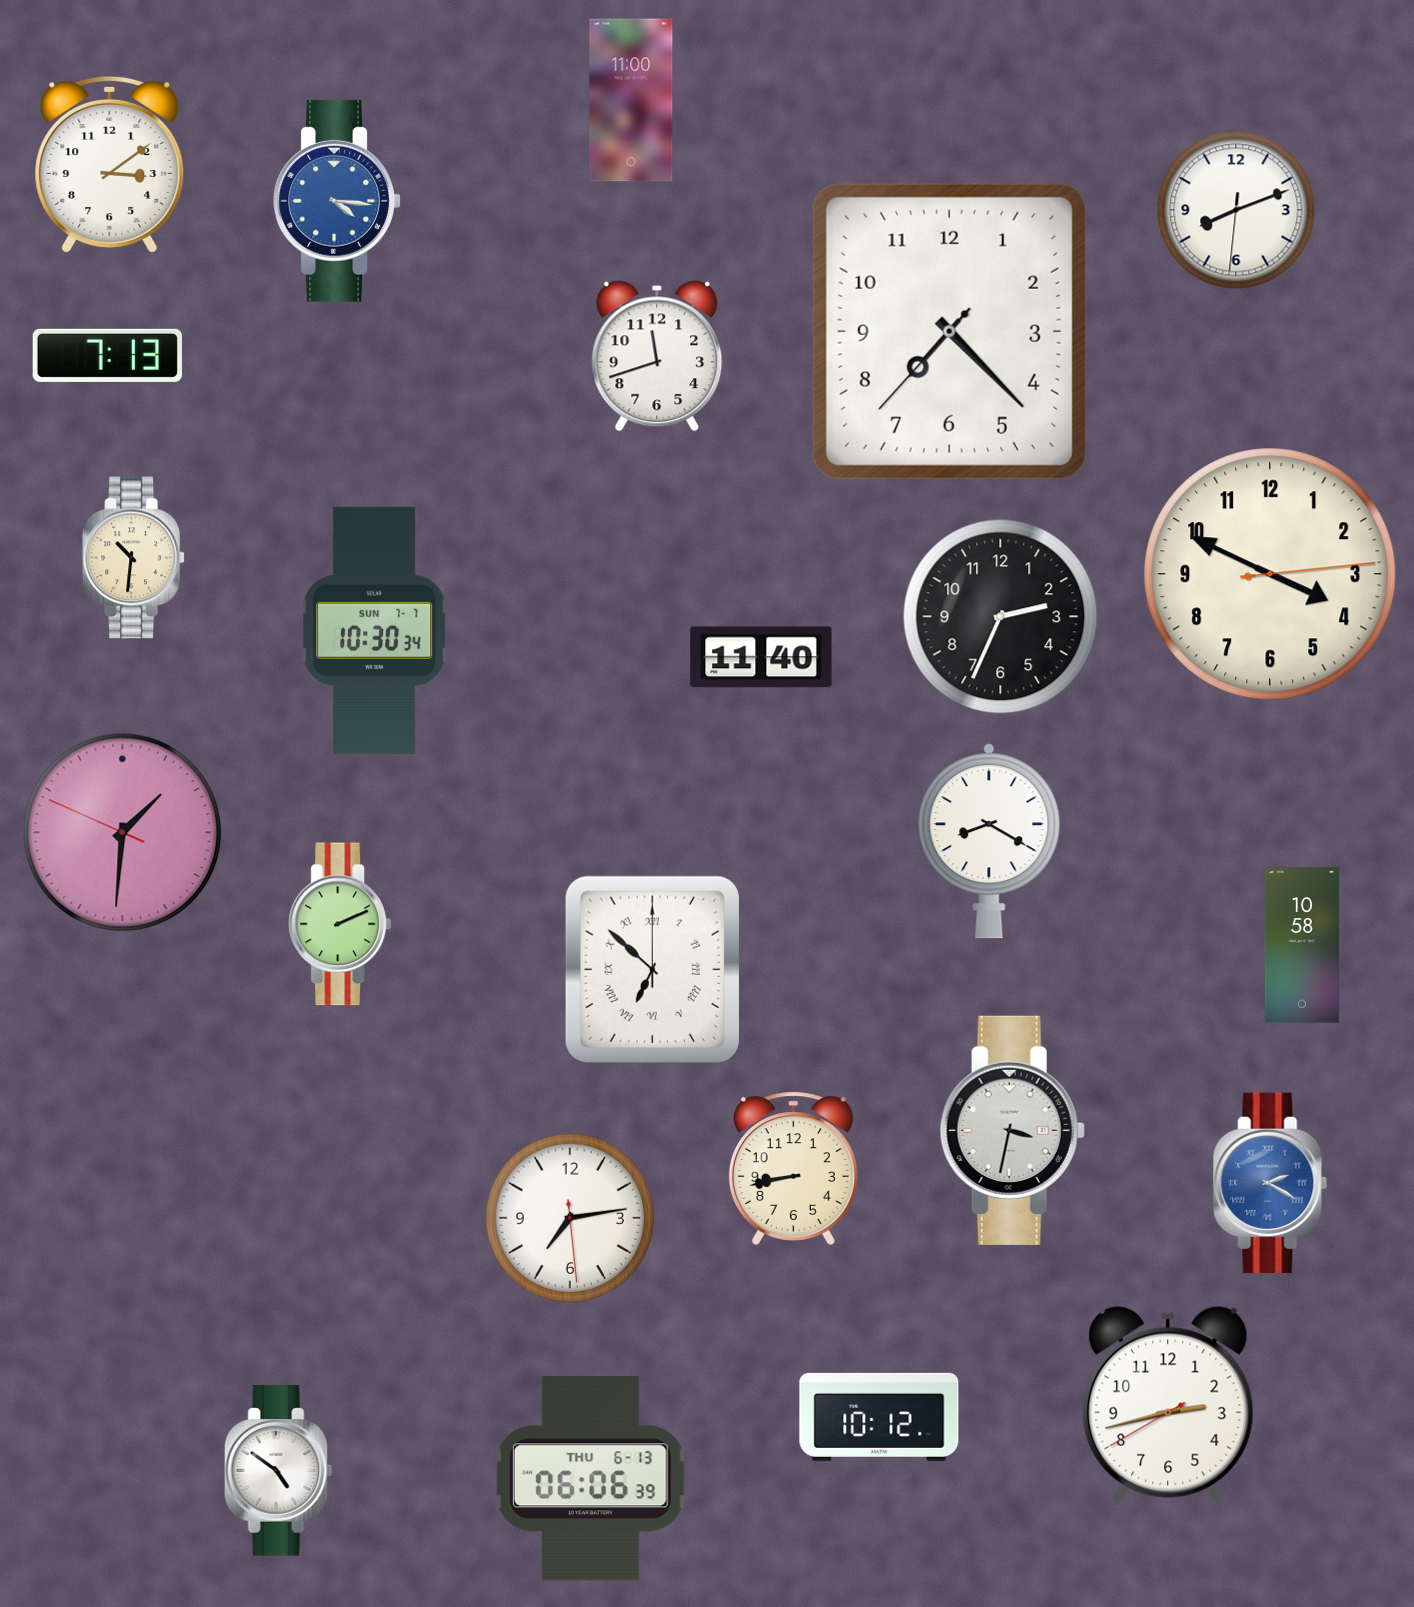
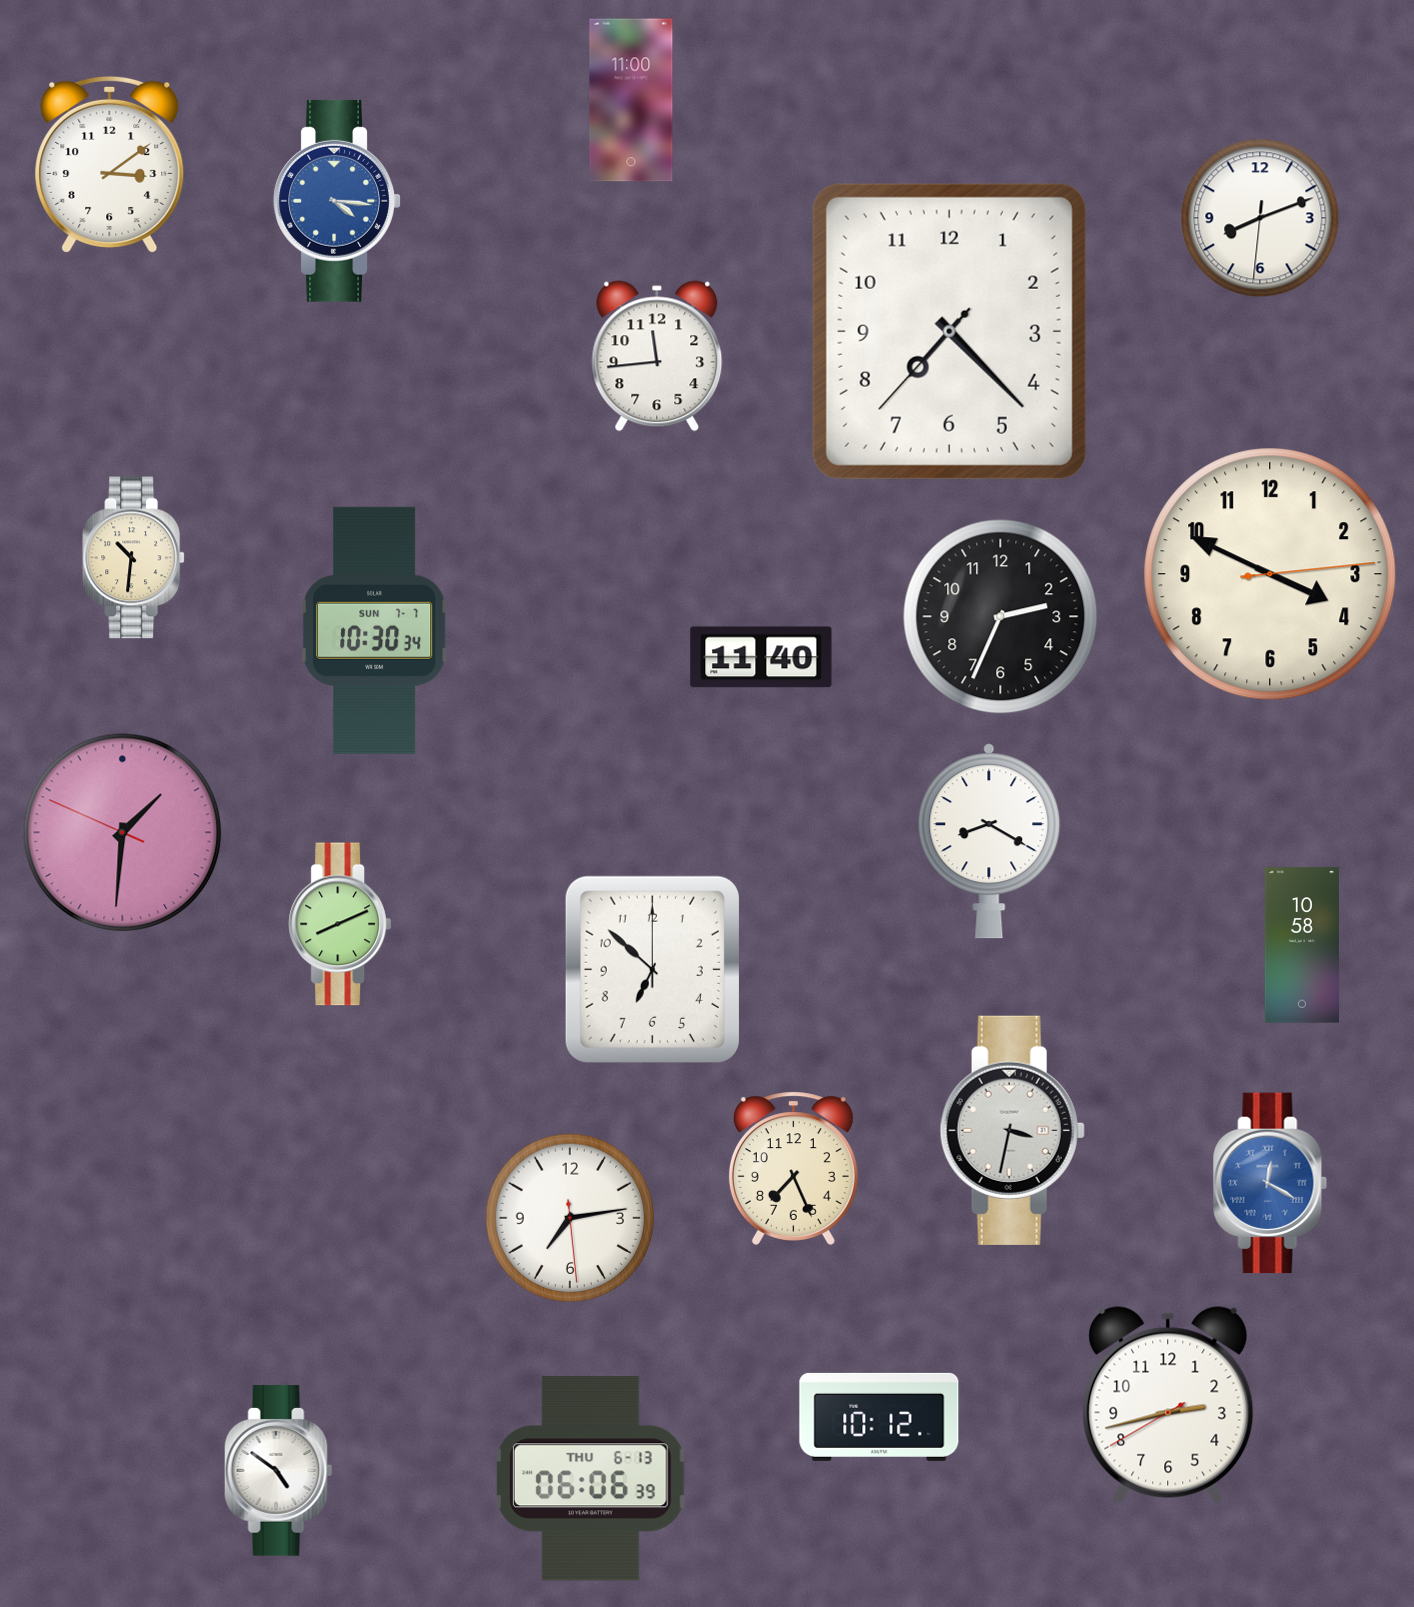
clock at (1236, 210) position: (1236, 210) -> (1260, 218)
clock at (107, 355): 7:13 -> none
clock at (657, 356): 11:42 -> 11:44
clock at (339, 924): 2:11 -> 8:11
clock at (652, 969) numerals: Roman -> Arabic
clock at (793, 1168): 8:43 -> 7:26
clock at (1270, 1183): 2:20 -> 12:20
